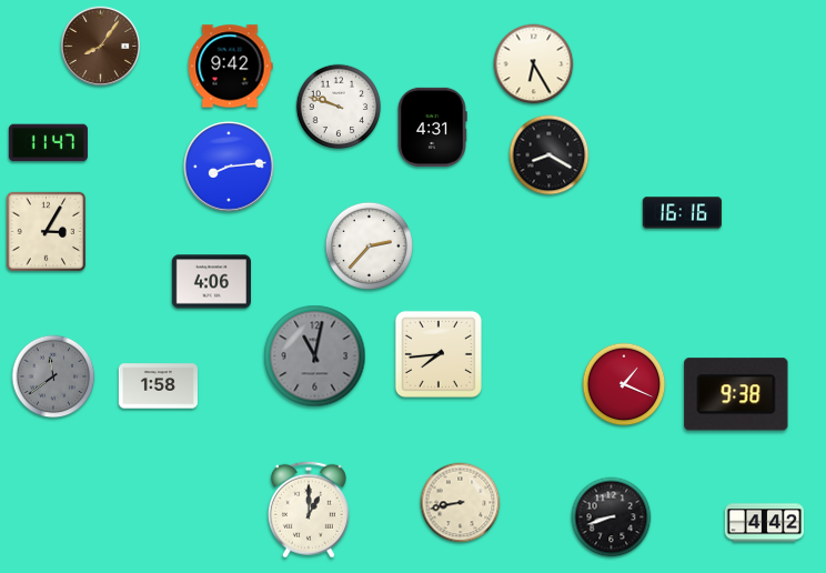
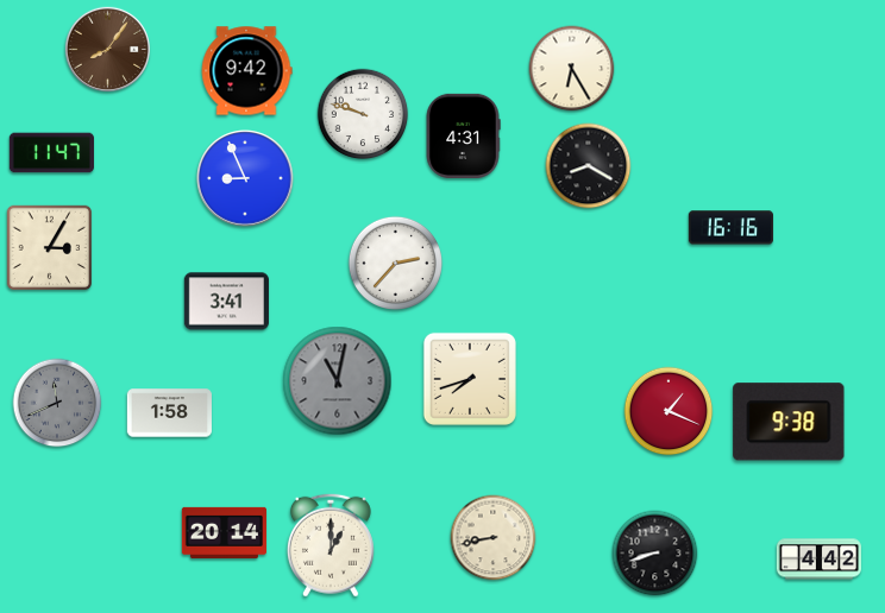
clock at (229, 167): 8:14 -> 8:56
clock at (211, 282): 4:06 -> 3:41
clock at (439, 354): 7:44 -> 7:42
clock at (53, 376): 11:39 -> 11:41
clock at (224, 532): none -> 20:14
